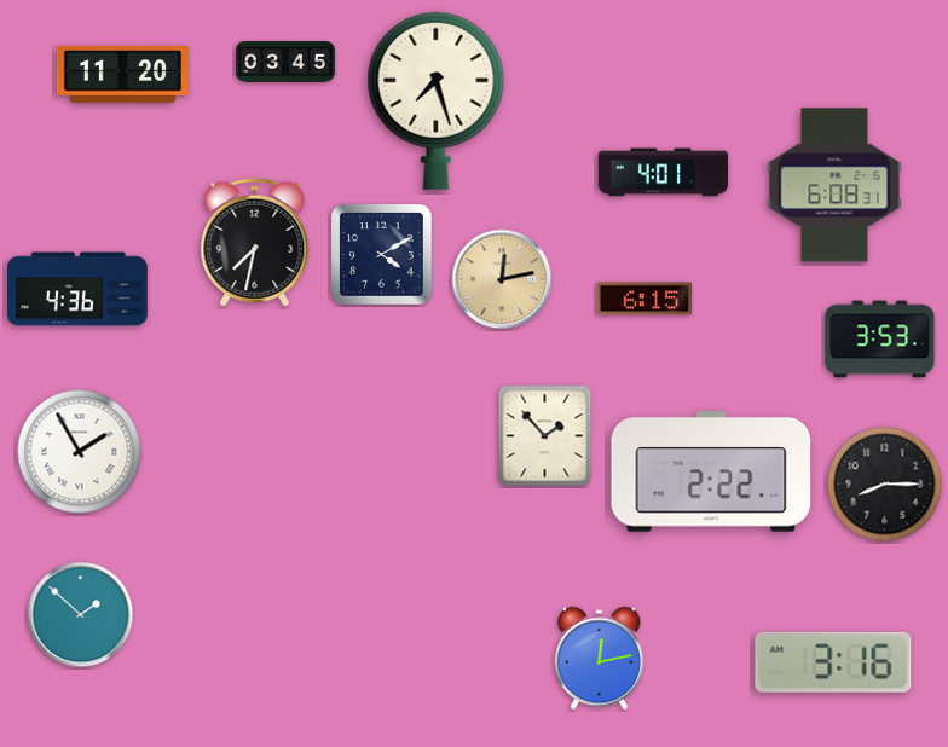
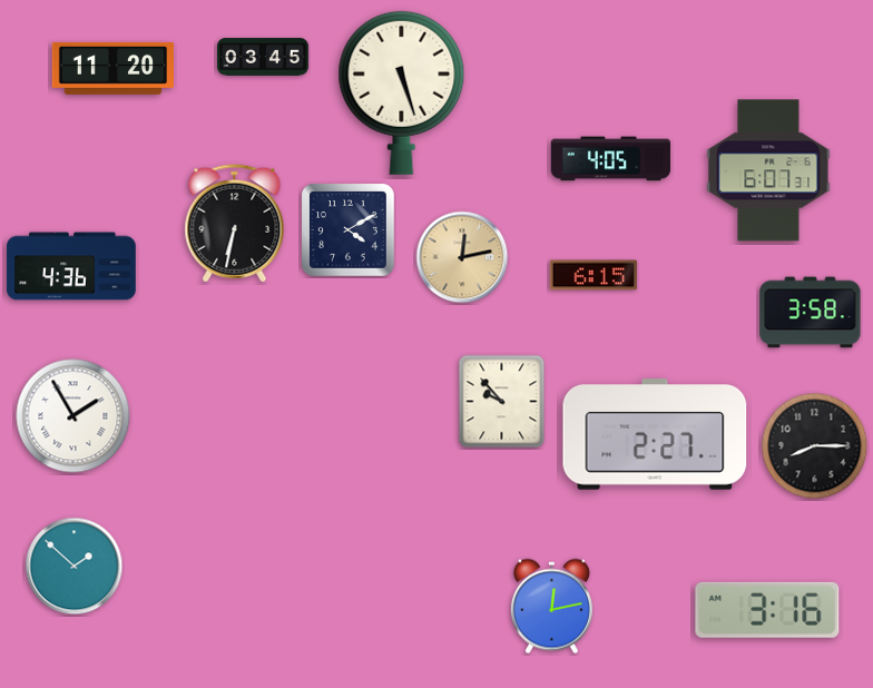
clock at (437, 100): 7:27 -> 5:27
clock at (664, 173): 4:01 -> 4:05
clock at (834, 185): 6:08 -> 6:07
clock at (255, 243): 7:32 -> 6:32
clock at (382, 255) position: (382, 255) -> (349, 230)
clock at (880, 340): 3:53 -> 3:58
clock at (545, 436): 1:53 -> 9:53
clock at (711, 473): 2:22 -> 2:27
